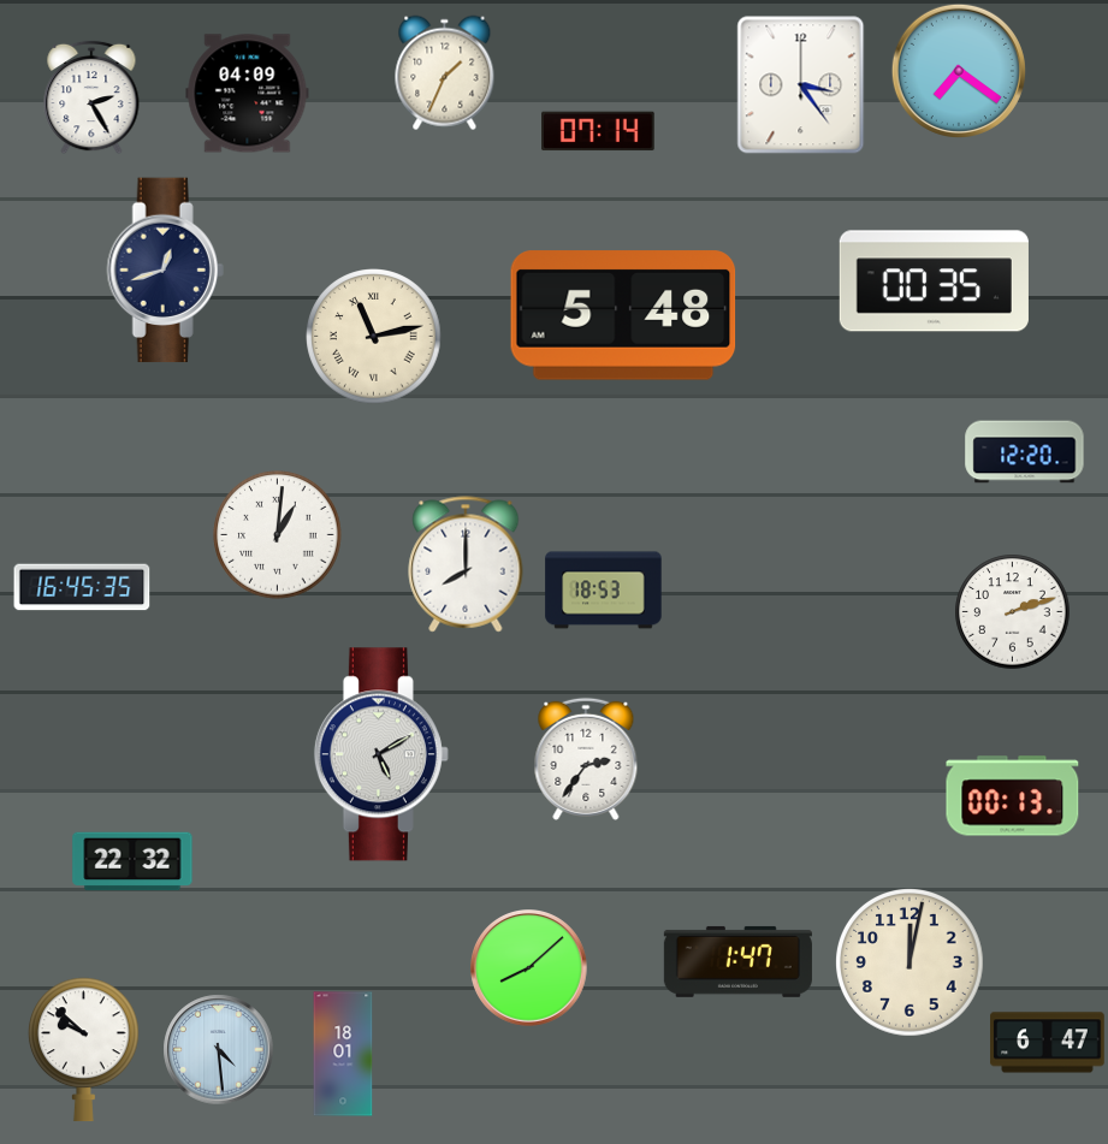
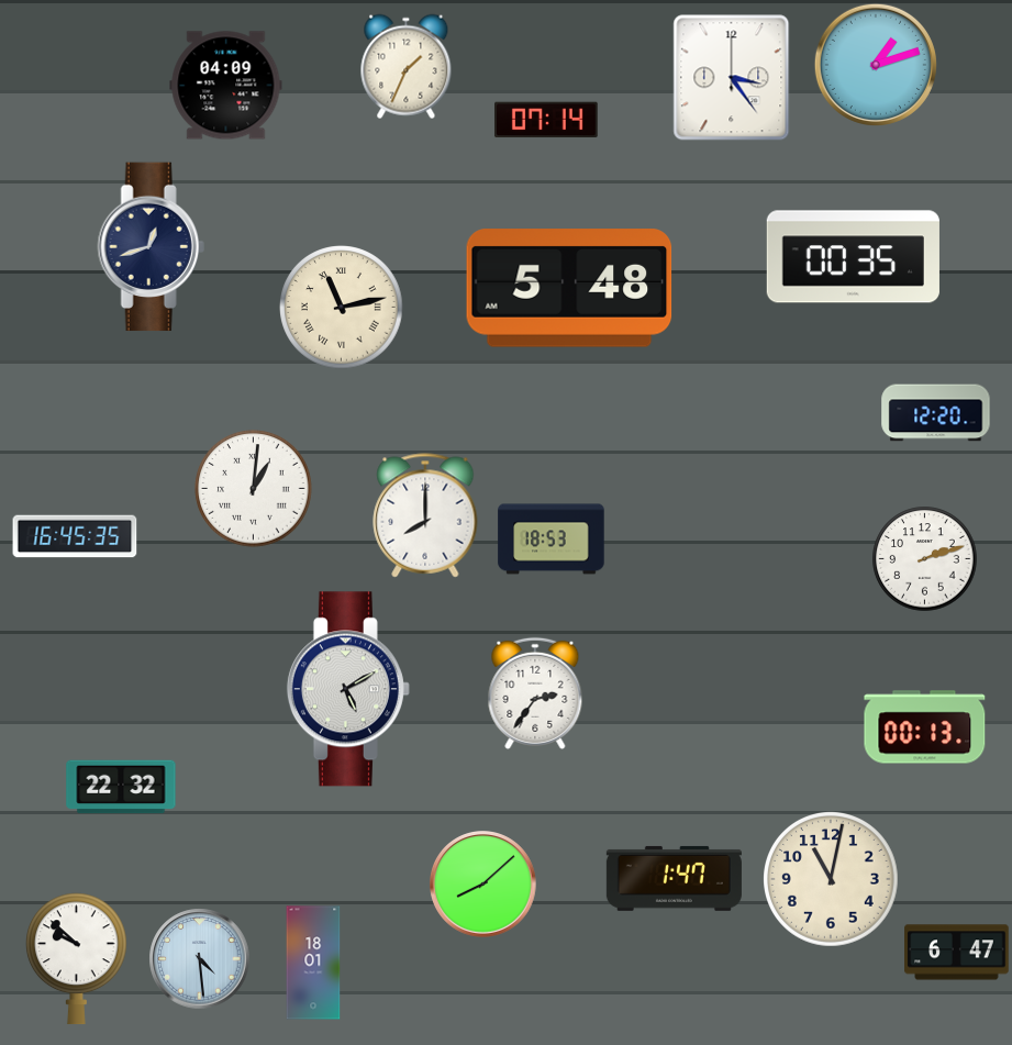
clock at (959, 71): 7:21 -> 1:12
clock at (91, 97): 2:25 -> none
clock at (911, 964): 12:02 -> 11:02
